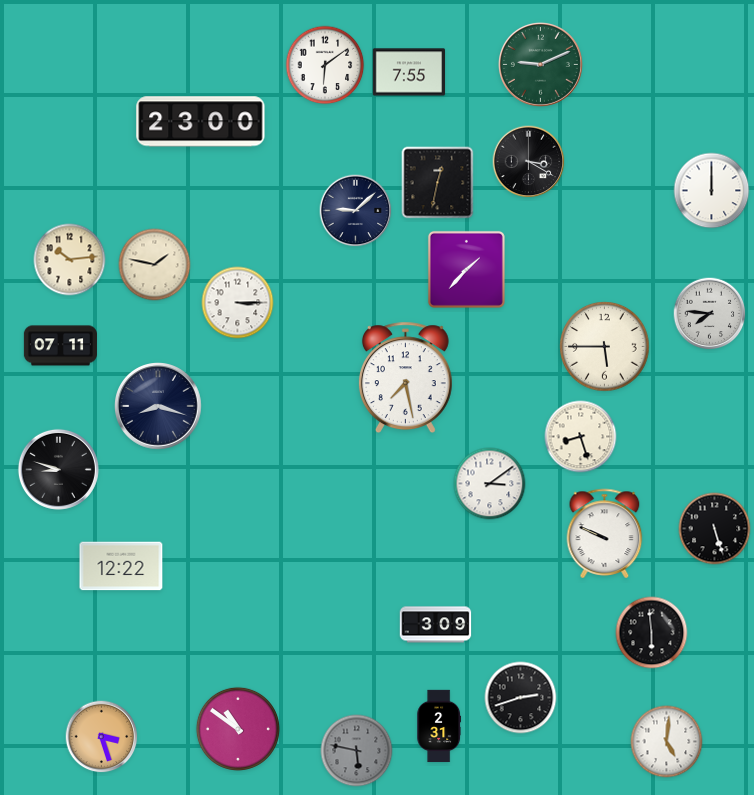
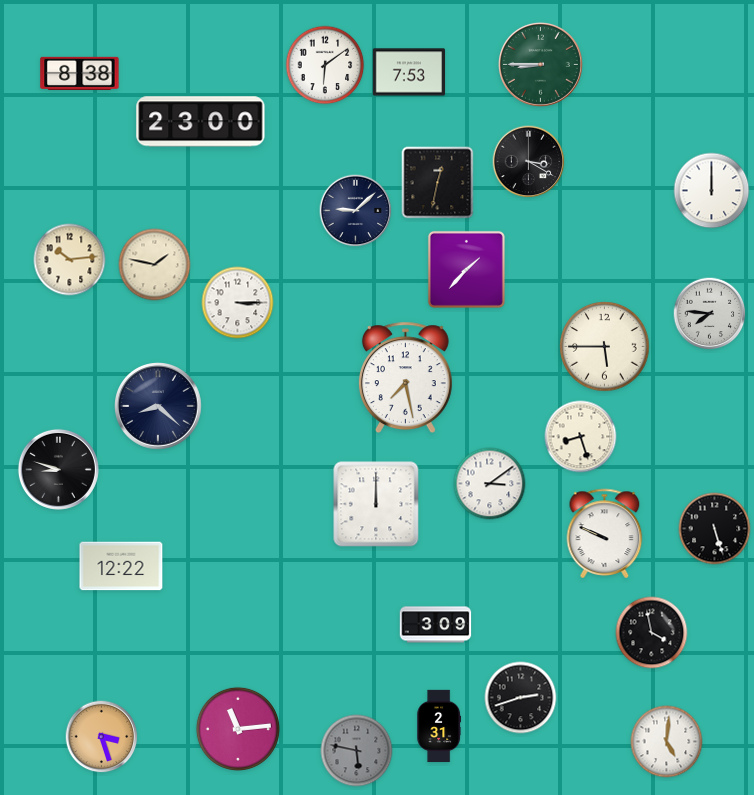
clock at (540, 64): 9:11 -> 8:45
clock at (409, 72): 7:55 -> 7:53
clock at (80, 74): none -> 8:38
clock at (60, 346): 07:11 -> none
clock at (159, 407): 8:18 -> 8:22
clock at (376, 504): none -> 12:00
clock at (652, 633): 5:59 -> 3:58
clock at (238, 729): 10:51 -> 11:14
